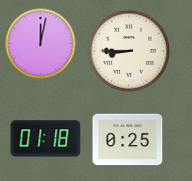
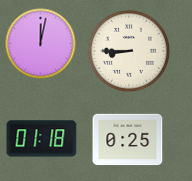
clock at (46, 139) position: (46, 139) -> (42, 139)
